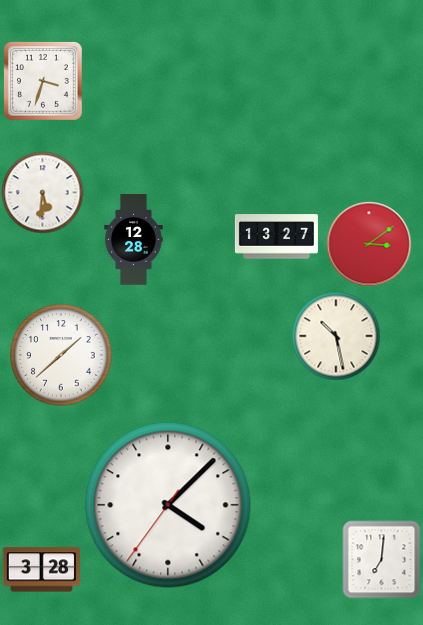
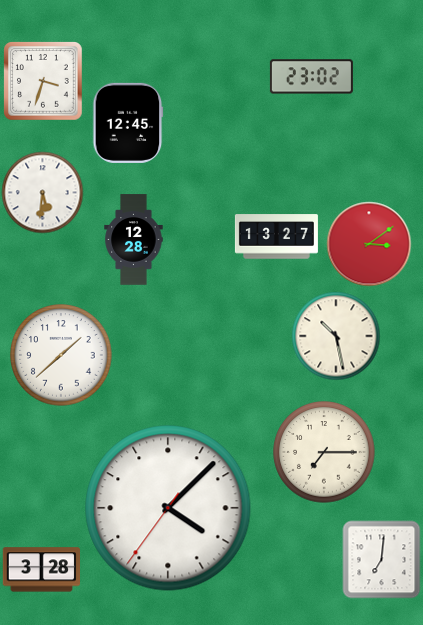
clock at (311, 77): none -> 23:02
clock at (128, 123): none -> 12:45
clock at (324, 452): none -> 7:15
clock at (168, 505) position: (168, 505) -> (168, 508)
